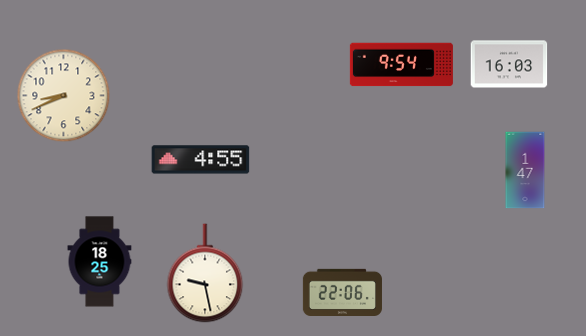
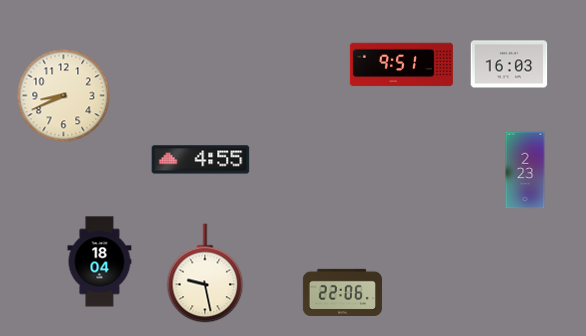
clock at (401, 65): 9:54 -> 9:51
clock at (525, 170): 1:47 -> 2:23
clock at (100, 262): 18:25 -> 18:04
